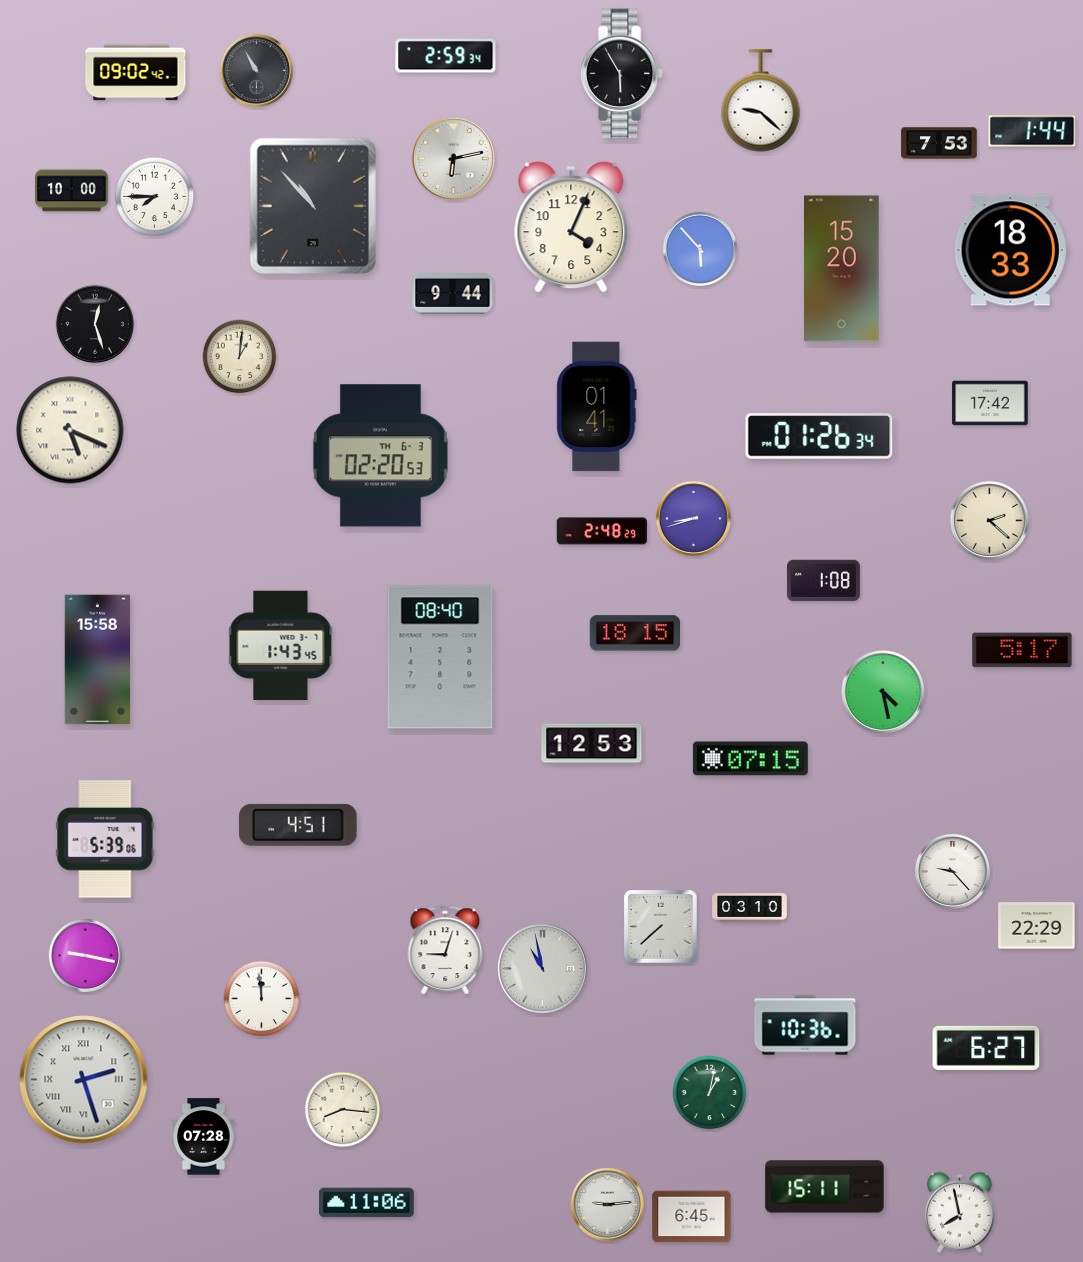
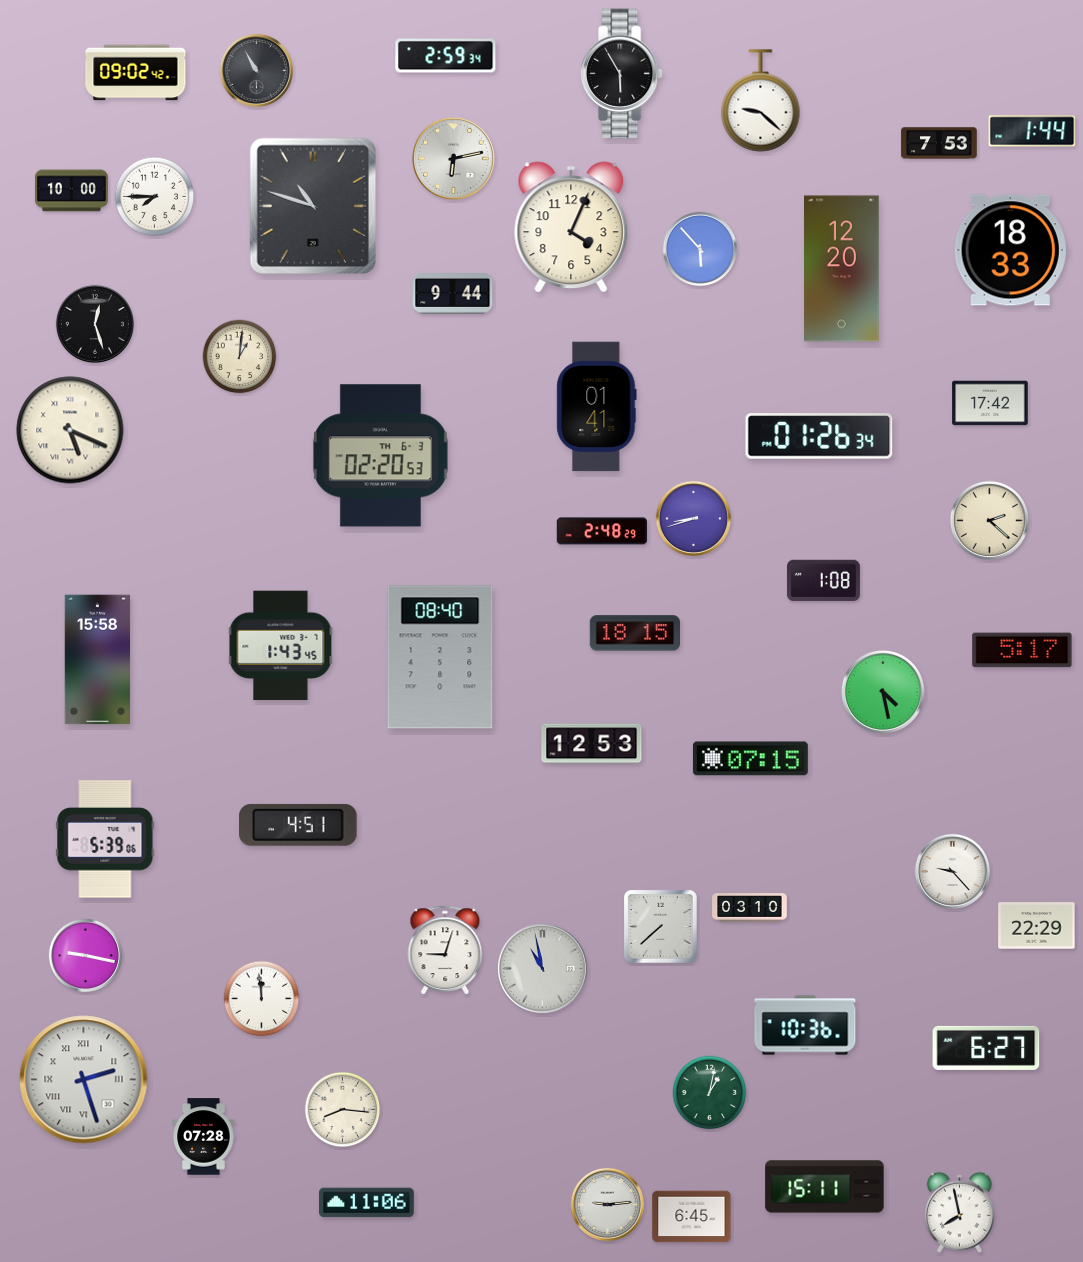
clock at (312, 205): 10:53 -> 10:48
clock at (842, 269): 15:20 -> 12:20
